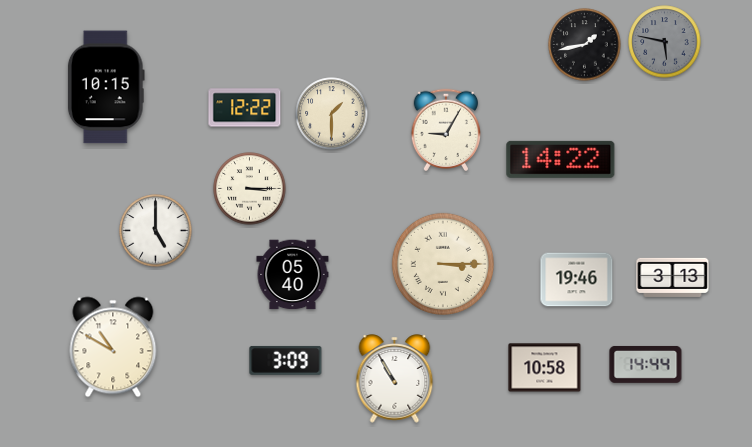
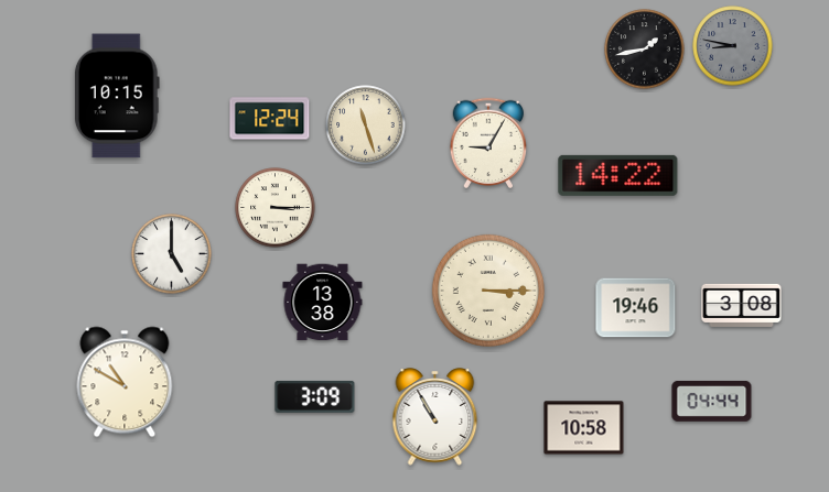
clock at (665, 42): 5:47 -> 8:47
clock at (245, 108): 12:22 -> 12:24
clock at (332, 114): 1:30 -> 11:27
clock at (446, 129) position: (446, 129) -> (488, 142)
clock at (293, 275): 05:40 -> 13:38
clock at (673, 277): 3:13 -> 3:08
clock at (646, 365): 14:44 -> 04:44
clock at (545, 368) position: (545, 368) -> (584, 428)
